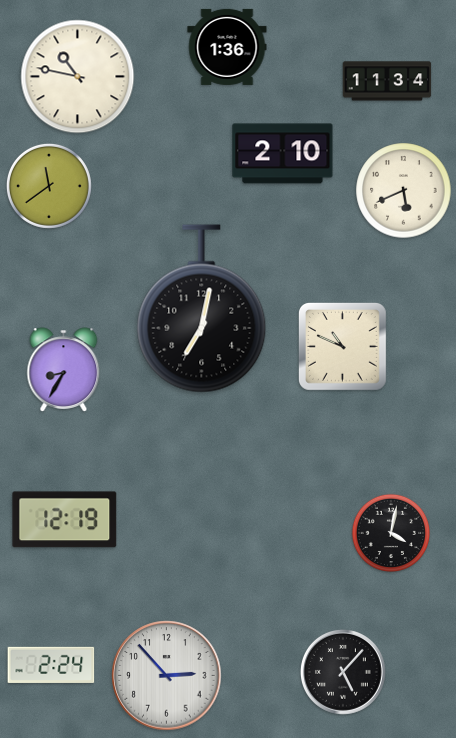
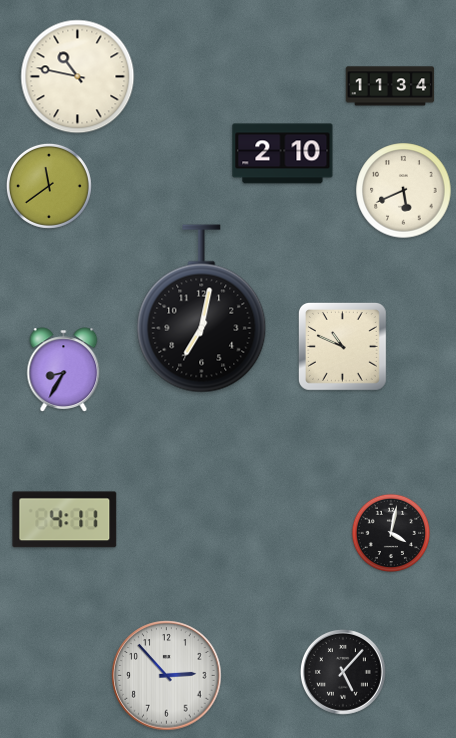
clock at (227, 47): 1:36 -> none
clock at (387, 81) position: (387, 81) -> (390, 86)
clock at (65, 520): 12:19 -> 4:11
clock at (51, 665): 2:24 -> none
